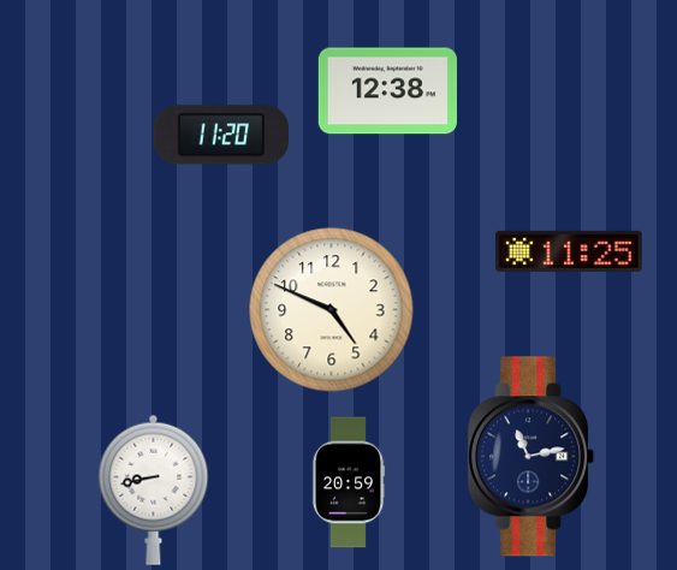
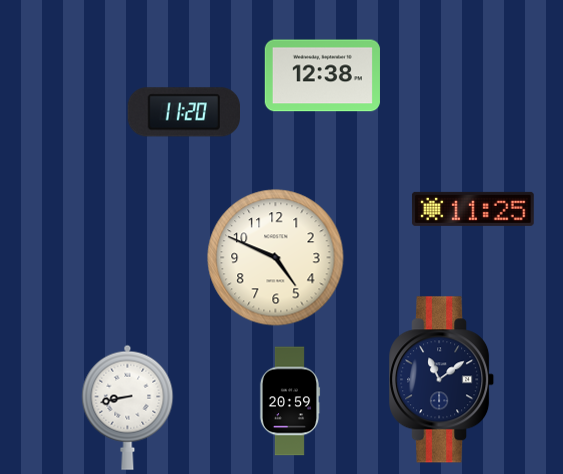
clock at (531, 457): 11:13 -> 11:09
